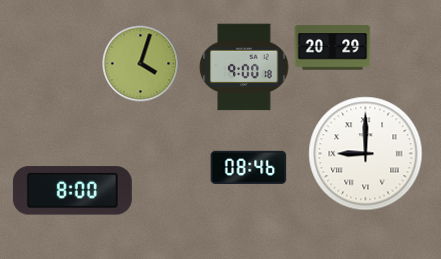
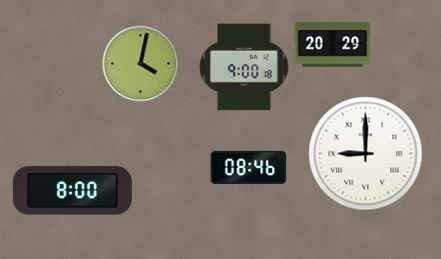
clock at (333, 48) position: (333, 48) -> (333, 45)
clock at (141, 64): 4:03 -> 4:02
